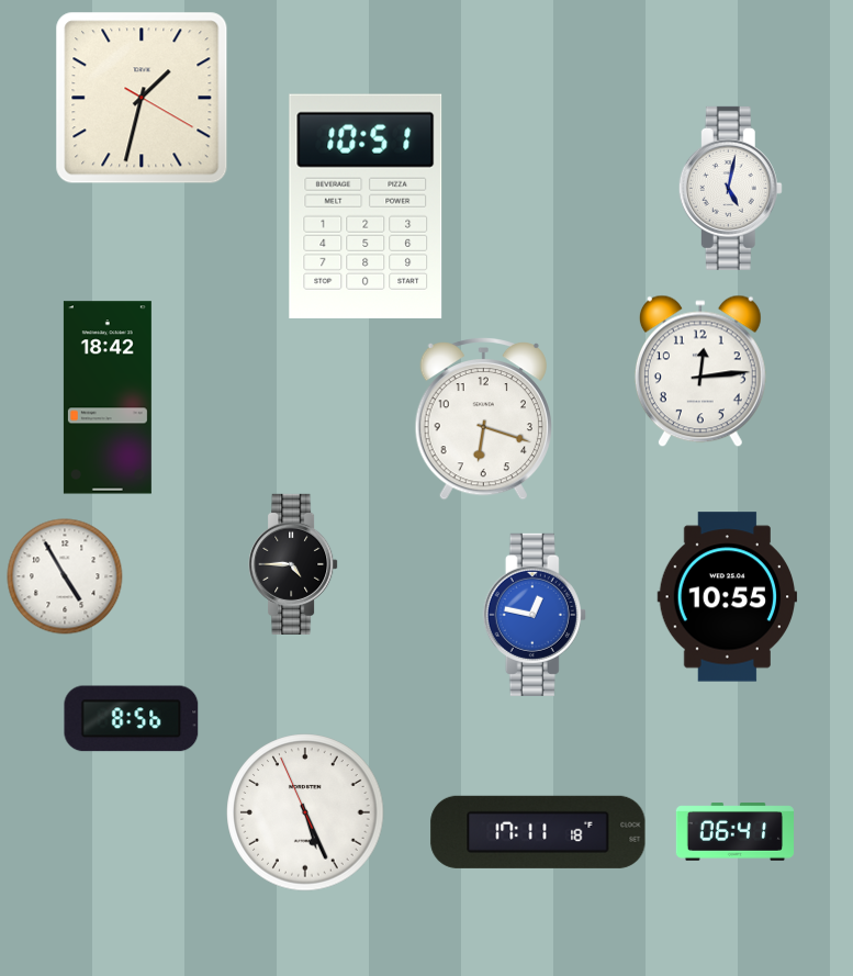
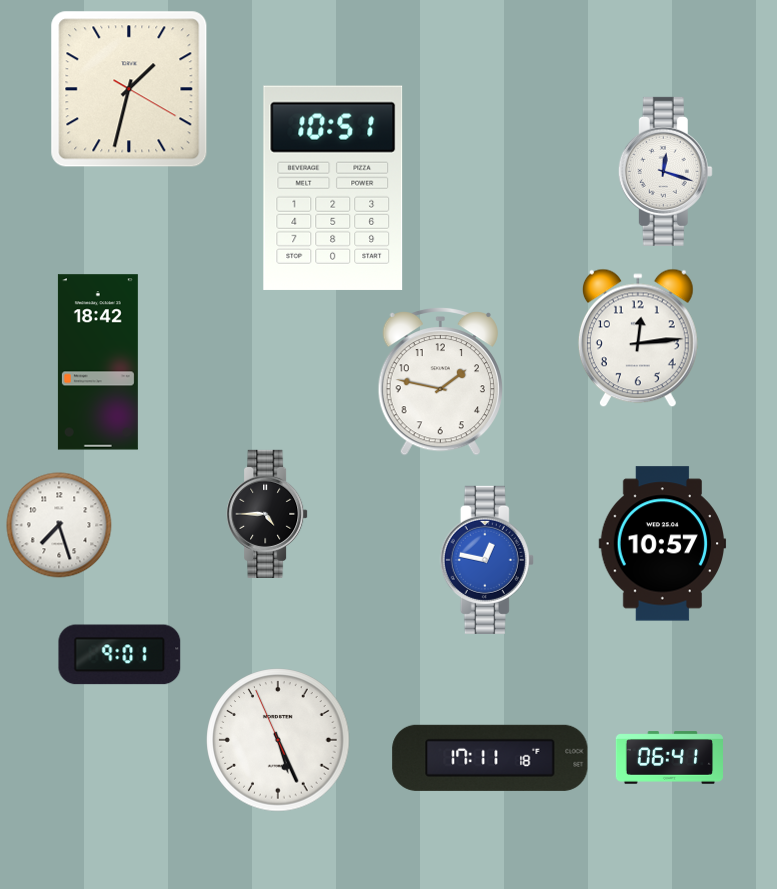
clock at (730, 188): 5:02 -> 12:18
clock at (483, 418): 6:18 -> 1:47
clock at (65, 576): 4:55 -> 7:27
clock at (728, 597): 10:55 -> 10:57
clock at (132, 719): 8:56 -> 9:01
